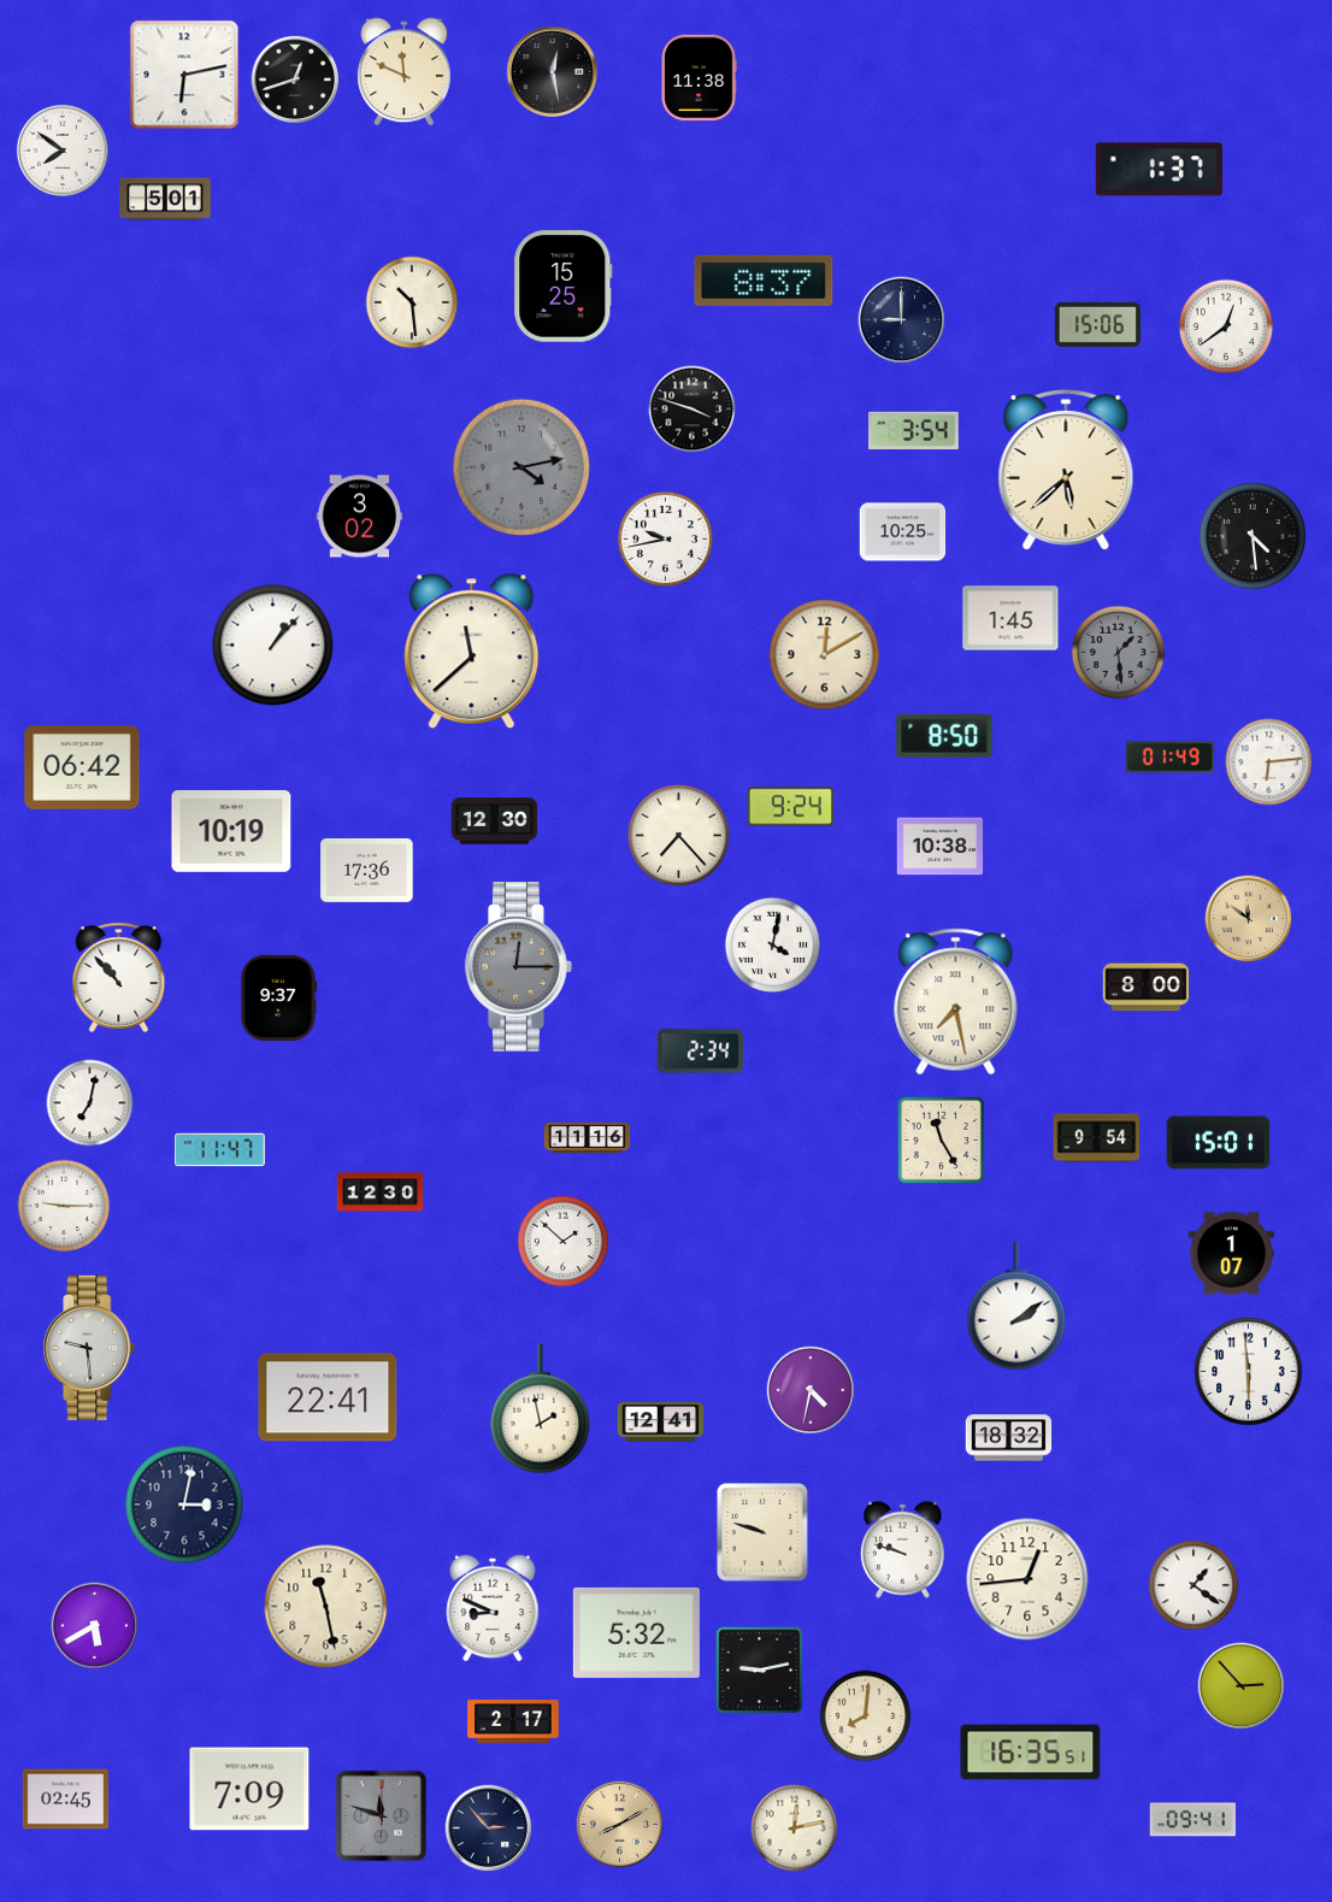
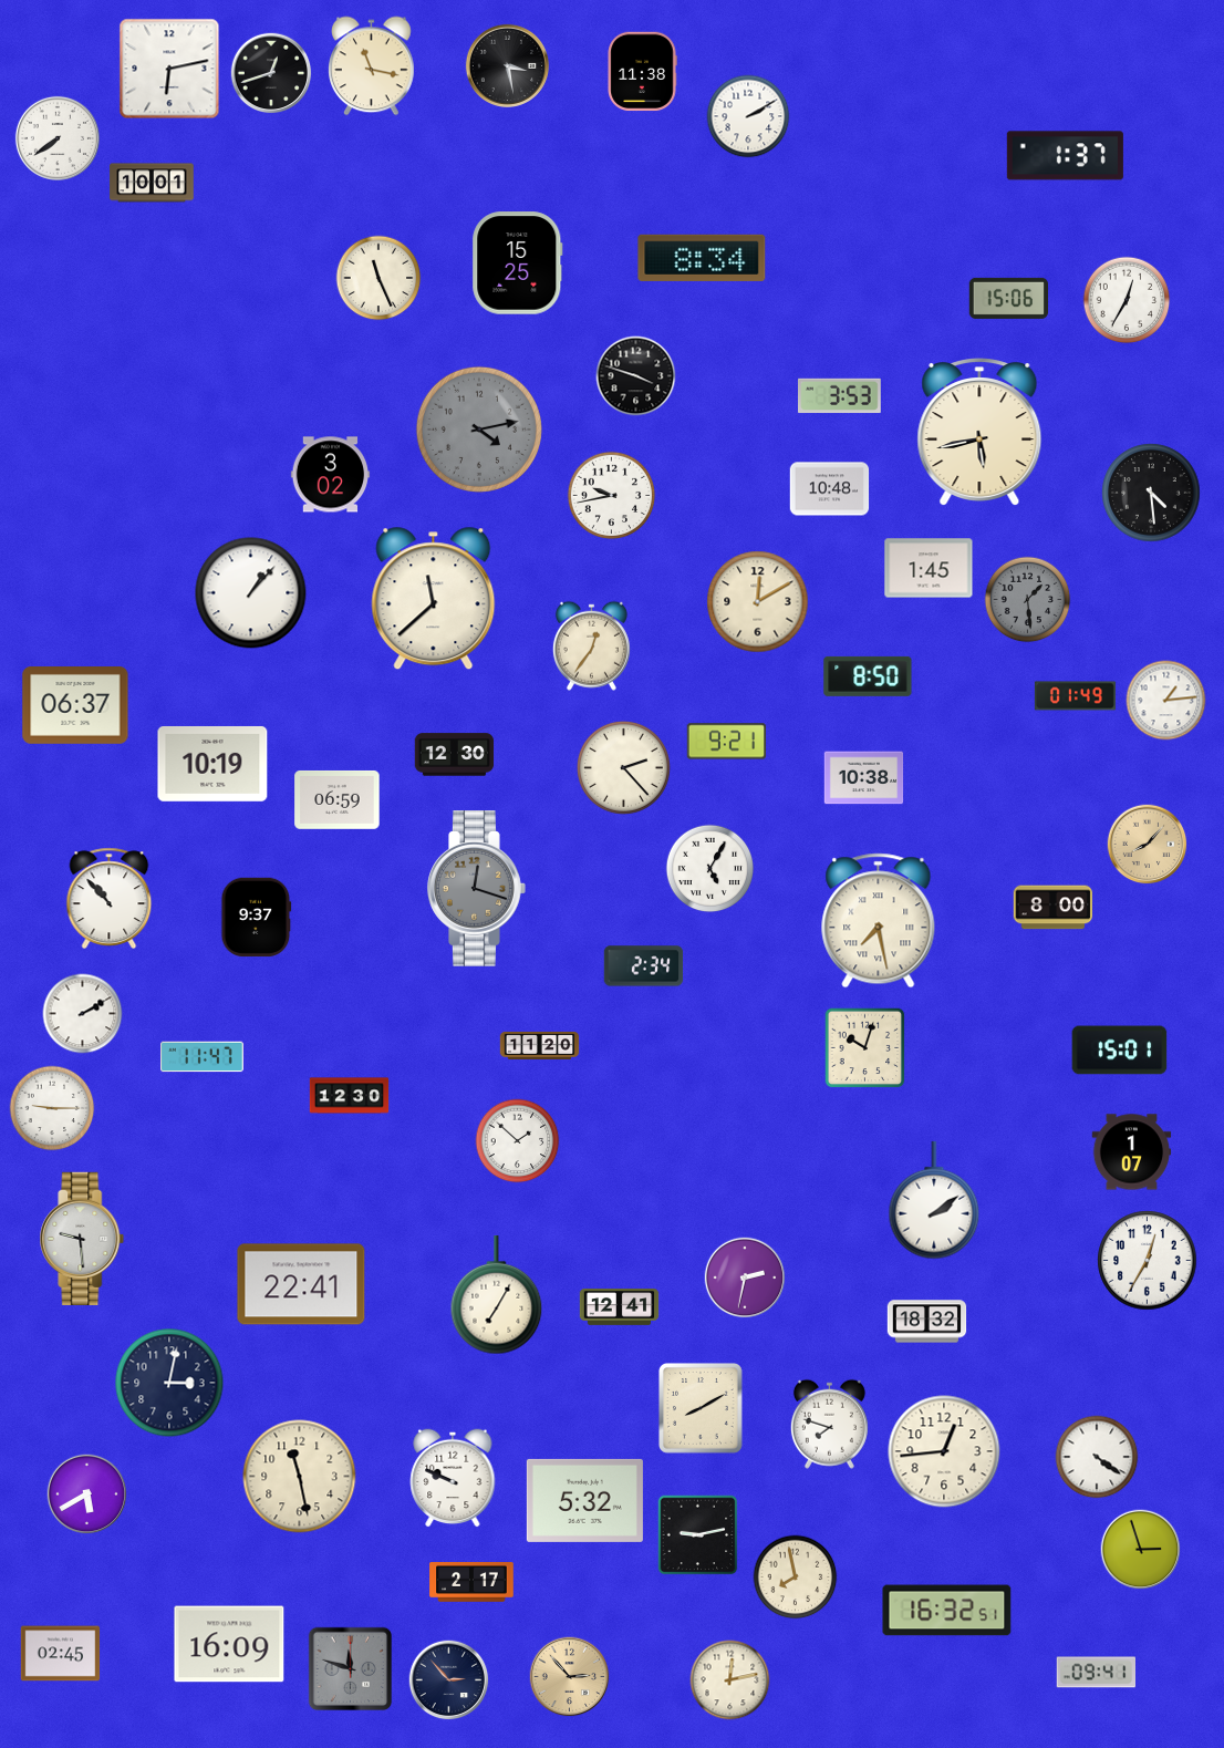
clock at (552, 71): 12:28 -> 3:28
clock at (405, 72): 11:49 -> 11:17
clock at (748, 116): none -> 2:10
clock at (63, 151): 7:51 -> 7:39
clock at (165, 199): 5:01 -> 10:01
clock at (764, 281): 8:37 -> 8:34
clock at (412, 302): 10:29 -> 11:26
clock at (902, 320): 9:00 -> none
clock at (1226, 326): 12:39 -> 12:35
clock at (914, 431): 3:54 -> 3:53
clock at (1066, 471): 5:38 -> 5:43
clock at (903, 532): 10:25 -> 10:48
clock at (591, 645): none -> 12:36
clock at (1269, 762): 6:14 -> 1:14
clock at (82, 769): 06:42 -> 06:37
clock at (791, 807): 9:24 -> 9:21
clock at (678, 835): 7:23 -> 2:23
clock at (367, 871): 17:36 -> 06:59
clock at (1249, 919): 11:51 -> 8:07
clock at (773, 946): 4:02 -> 5:05
clock at (519, 967): 12:15 -> 12:18
clock at (90, 1103): 7:02 -> 2:10
clock at (588, 1137): 11:16 -> 11:20
clock at (1097, 1138): 9:54 -> none
clock at (942, 1141): 11:25 -> 10:03
clock at (64, 1206) position: (64, 1206) -> (52, 1108)
clock at (1249, 1372): 5:59 -> 12:35
clock at (811, 1390): 4:32 -> 2:32
clock at (541, 1409): 1:58 -> 7:05
clock at (661, 1423) position: (661, 1423) -> (620, 1307)
clock at (764, 1533): 9:48 -> 8:10
clock at (902, 1549): 9:48 -> 7:48
clock at (1194, 1585): 1:21 -> 4:21
clock at (493, 1608): 8:49 -> 9:49
clock at (1242, 1686): 2:53 -> 2:57
clock at (866, 1716): 8:01 -> 7:58
clock at (1031, 1753): 16:35 -> 16:32
clock at (249, 1789): 7:09 -> 16:09
clock at (620, 1825): 8:10 -> 2:53
